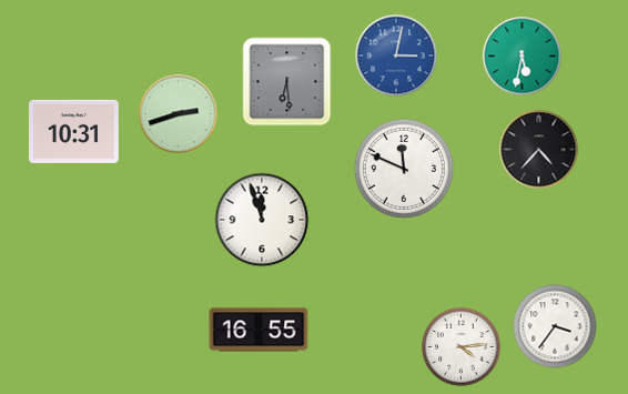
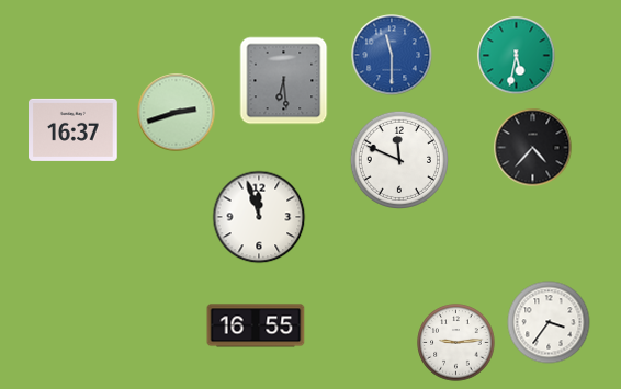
clock at (396, 55): 3:02 -> 11:30
clock at (74, 131): 10:31 -> 16:37
clock at (403, 168) position: (403, 168) -> (398, 159)
clock at (462, 347): 4:14 -> 9:14
